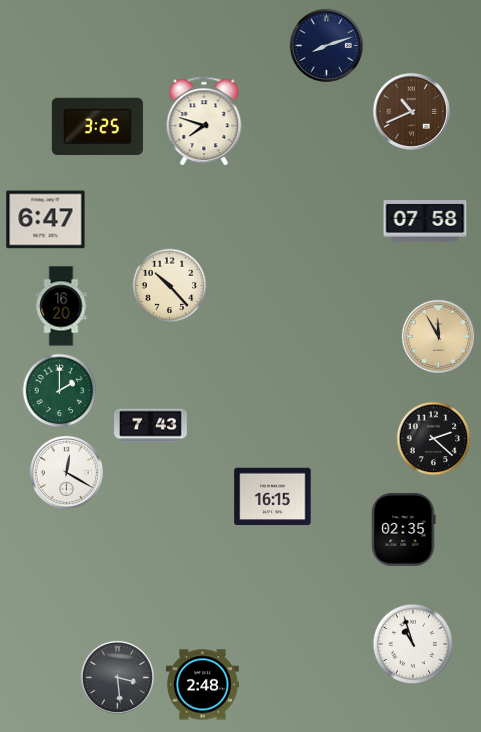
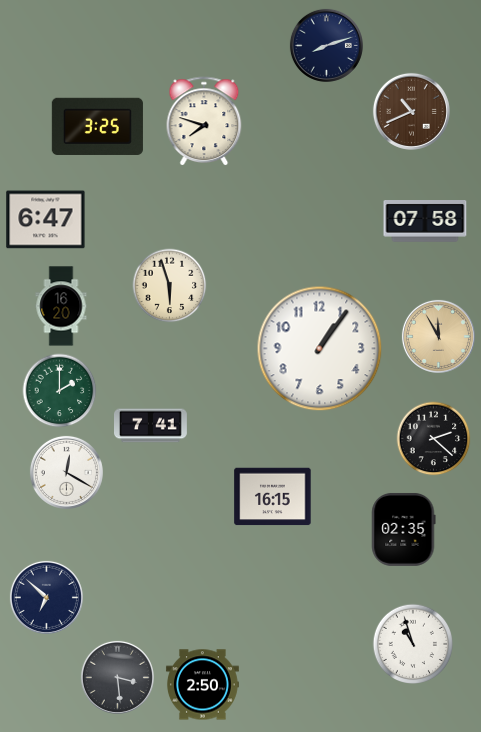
clock at (170, 286): 10:23 -> 5:57
clock at (320, 349): none -> 1:06
clock at (151, 426): 7:43 -> 7:41
clock at (46, 597): none -> 6:52
clock at (202, 685): 2:48 -> 2:50
